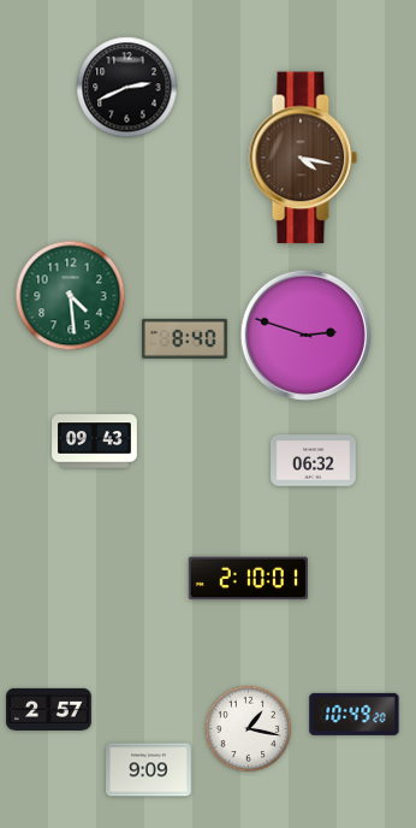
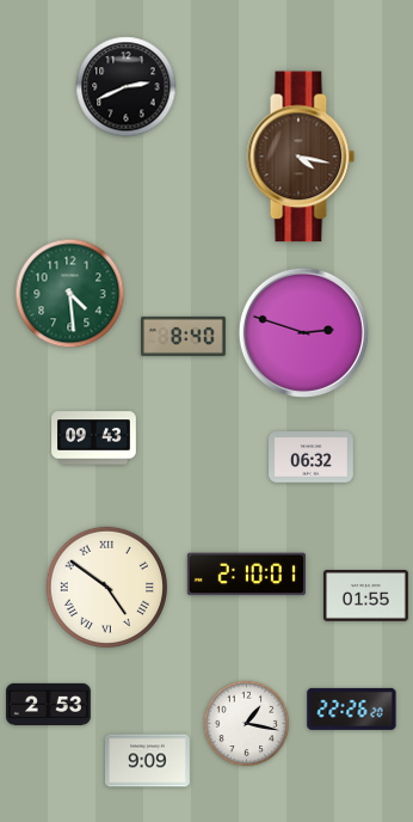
clock at (106, 587): none -> 4:51
clock at (366, 596): none -> 01:55
clock at (49, 709): 2:57 -> 2:53
clock at (355, 714): 10:49 -> 22:26
clock at (149, 770) position: (149, 770) -> (148, 761)
